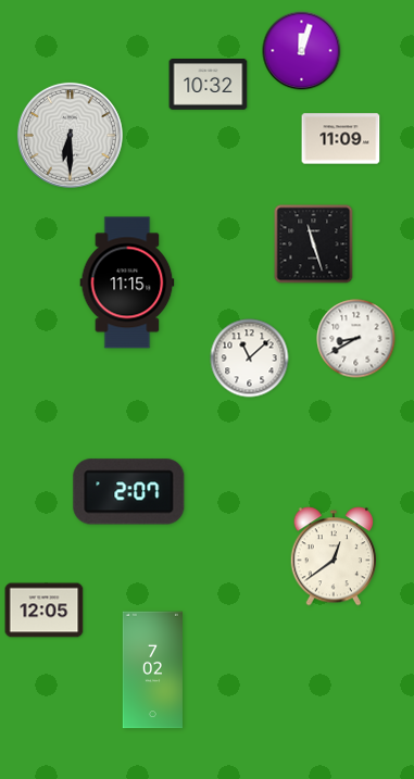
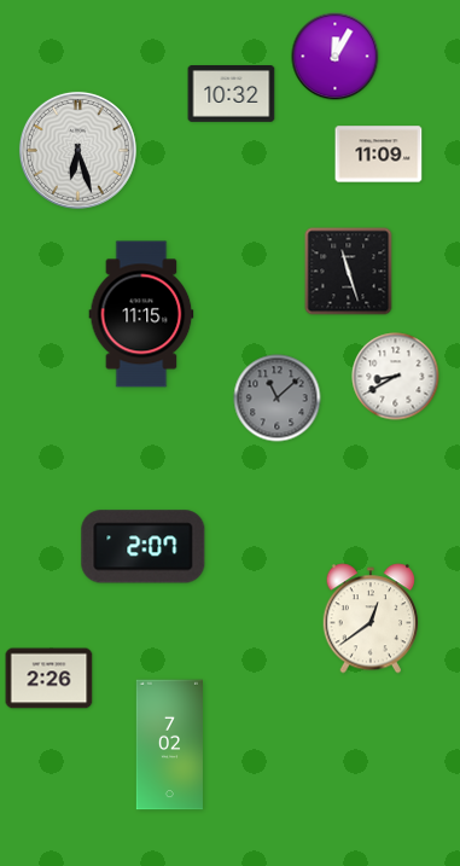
clock at (302, 51): 12:03 -> 12:05
clock at (70, 135): 6:30 -> 6:27
clock at (250, 359) dial: white -> grey
clock at (45, 611): 12:05 -> 2:26
